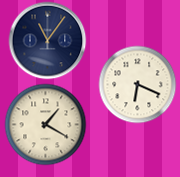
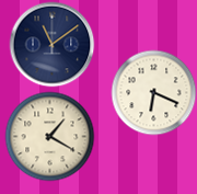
clock at (47, 40): 11:06 -> 11:09
clock at (137, 84) position: (137, 84) -> (153, 92)
